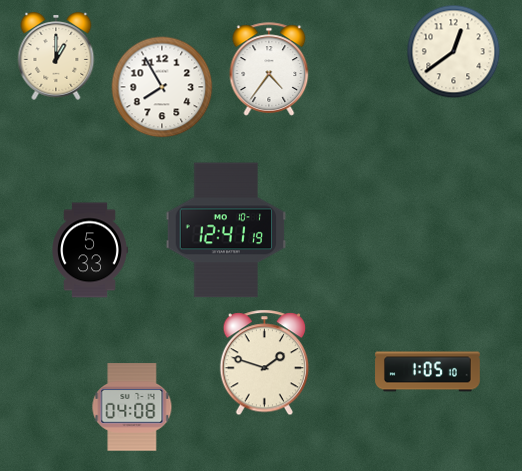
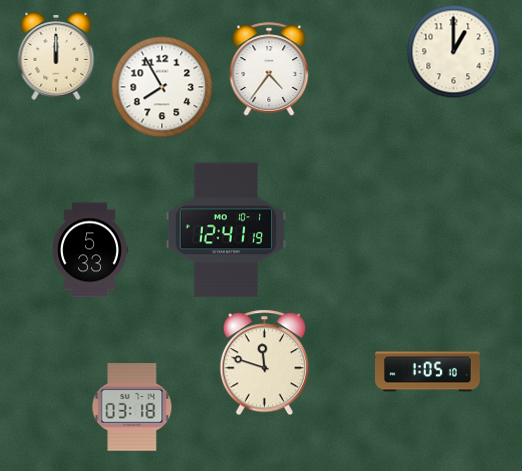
clock at (454, 52): 12:39 -> 1:00
clock at (56, 57): 1:00 -> 12:00
clock at (265, 363): 1:48 -> 11:48
clock at (132, 407): 04:08 -> 03:18
